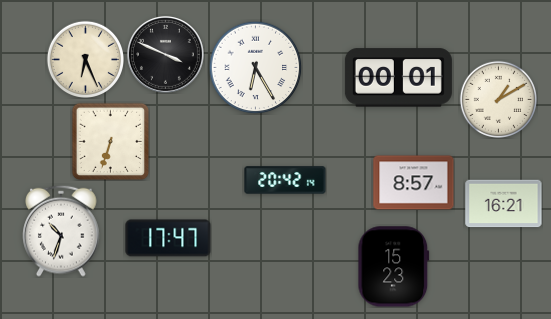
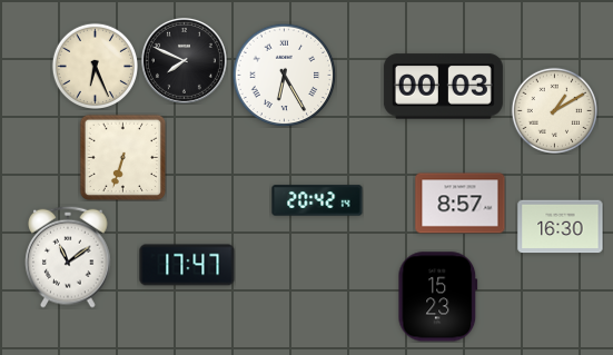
clock at (165, 54): 3:49 -> 7:49
clock at (398, 78): 00:01 -> 00:03
clock at (504, 204): 16:21 -> 16:30
clock at (61, 231): 10:33 -> 11:09
